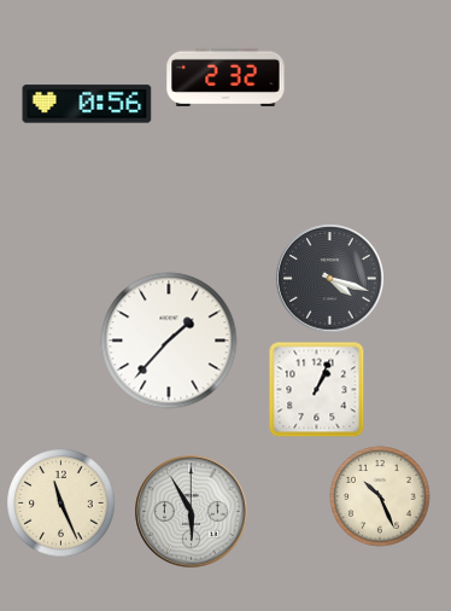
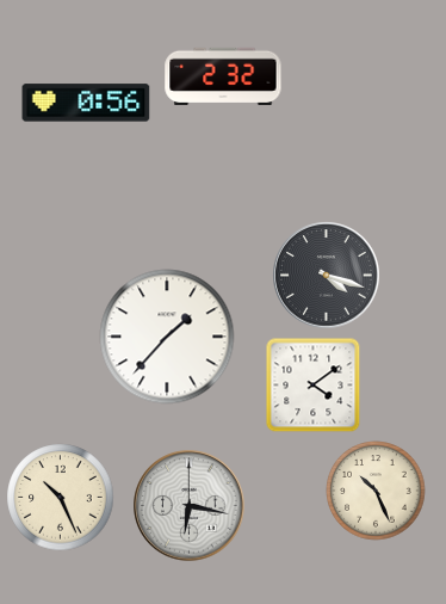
clock at (317, 390): 1:04 -> 4:09
clock at (61, 504): 11:26 -> 10:26
clock at (192, 512): 5:55 -> 6:17
